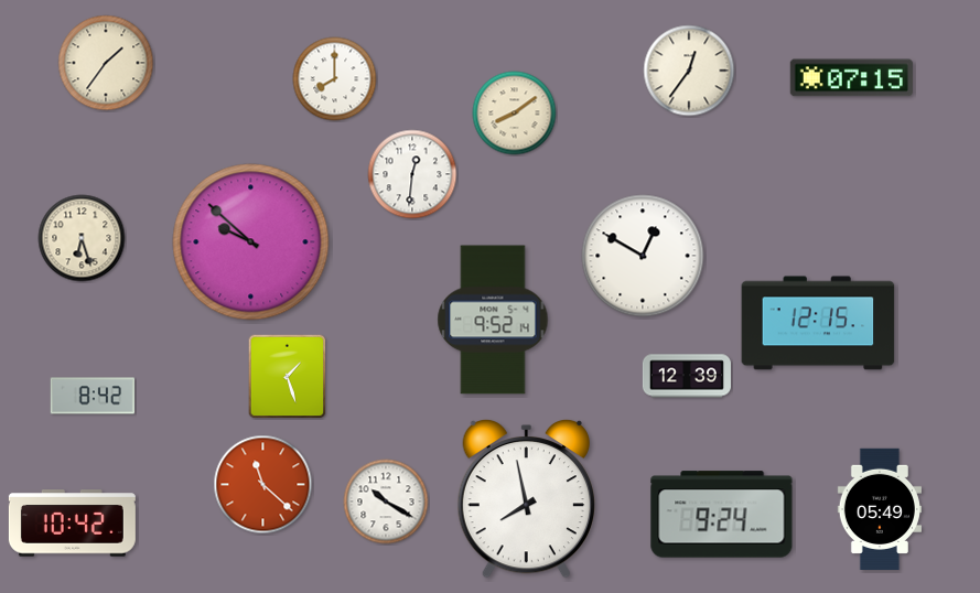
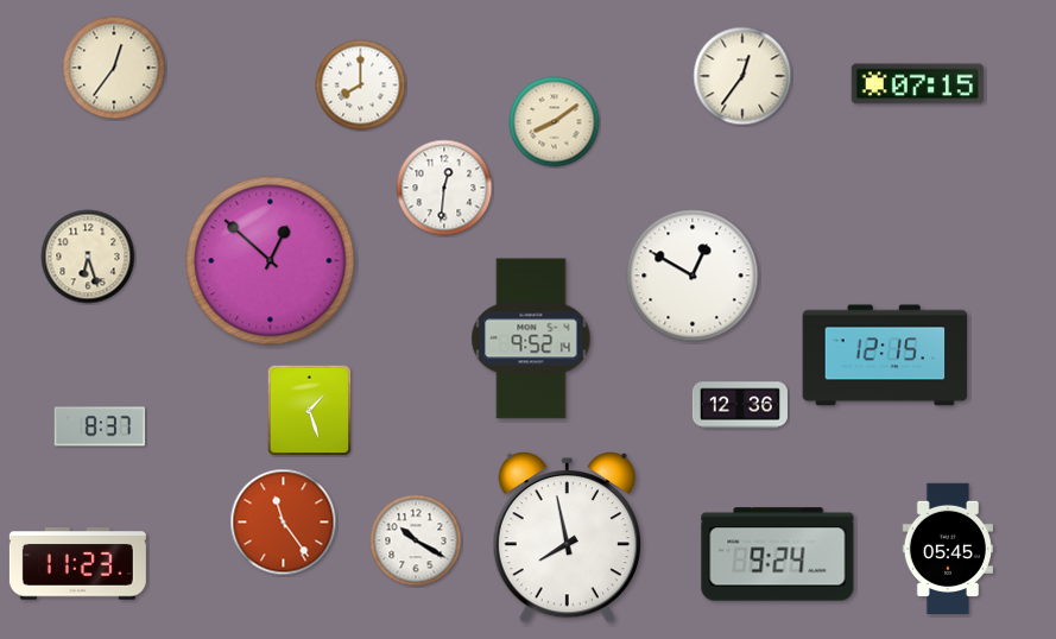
clock at (106, 63): 1:36 -> 12:36
clock at (251, 242): 9:52 -> 12:52
clock at (493, 320) position: (493, 320) -> (531, 339)
clock at (818, 323) position: (818, 323) -> (885, 355)
clock at (687, 376): 12:39 -> 12:36
clock at (288, 377) position: (288, 377) -> (310, 411)
clock at (93, 396): 8:42 -> 8:37
clock at (263, 485): 11:22 -> 11:24
clock at (879, 508): 05:49 -> 05:45
clock at (72, 524): 10:42 -> 11:23
